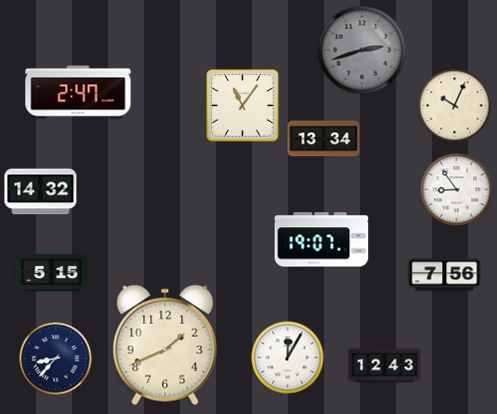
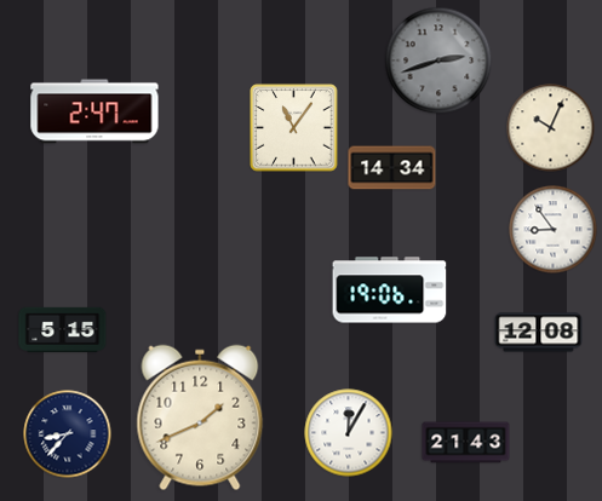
clock at (324, 139): 13:34 -> 14:34
clock at (41, 192): 14:32 -> none
clock at (322, 240): 19:07 -> 19:06
clock at (445, 275): 7:56 -> 12:08
clock at (385, 366): 12:43 -> 21:43
